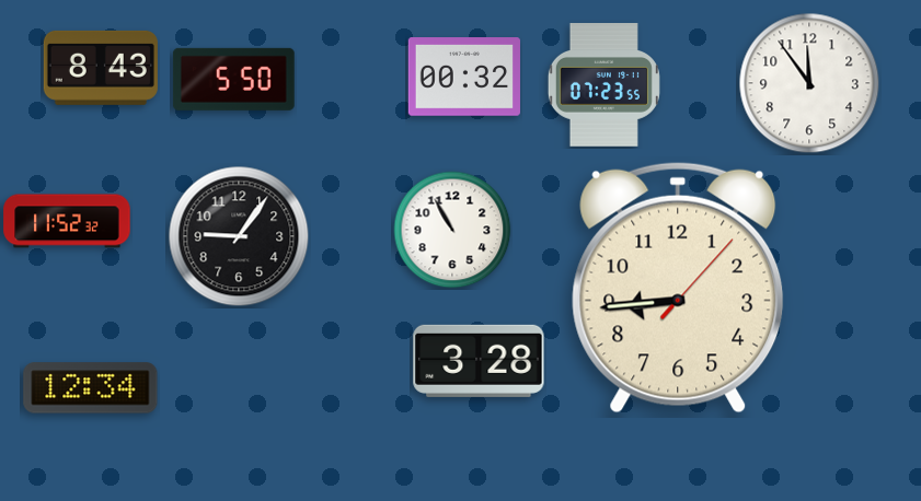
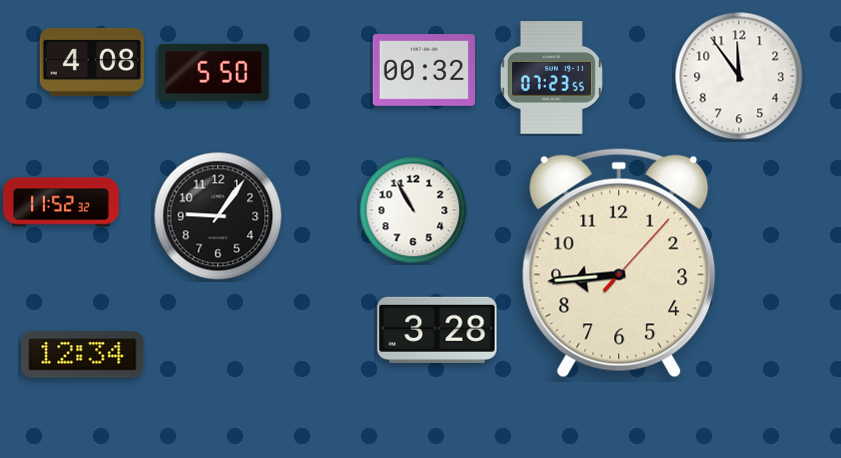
clock at (101, 68): 8:43 -> 4:08
